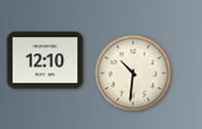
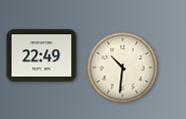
clock at (46, 61): 12:10 -> 22:49
